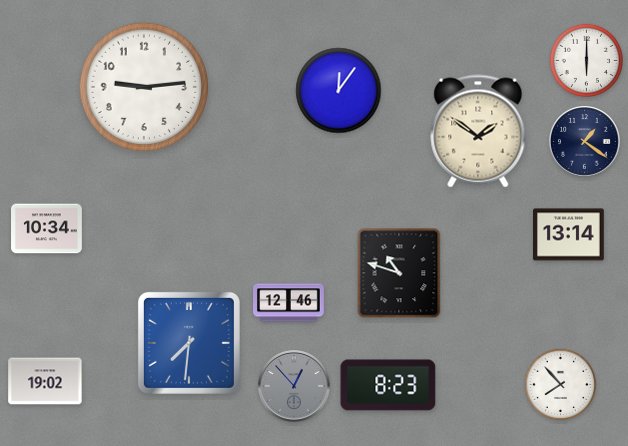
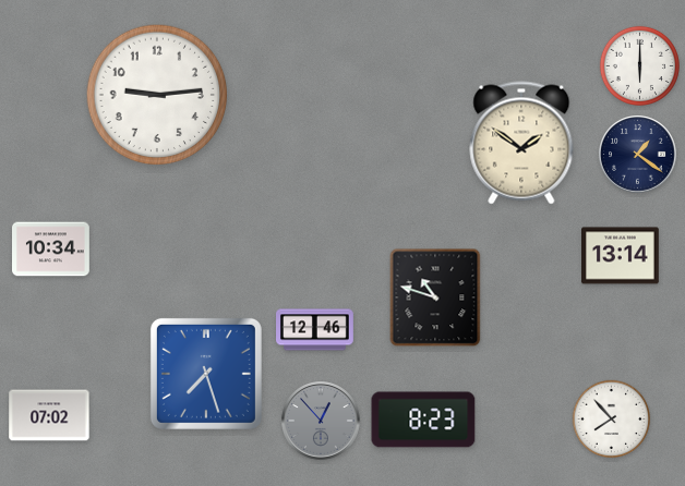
clock at (339, 91): 12:06 -> none
clock at (189, 343): 7:31 -> 7:27
clock at (45, 381): 19:02 -> 07:02
